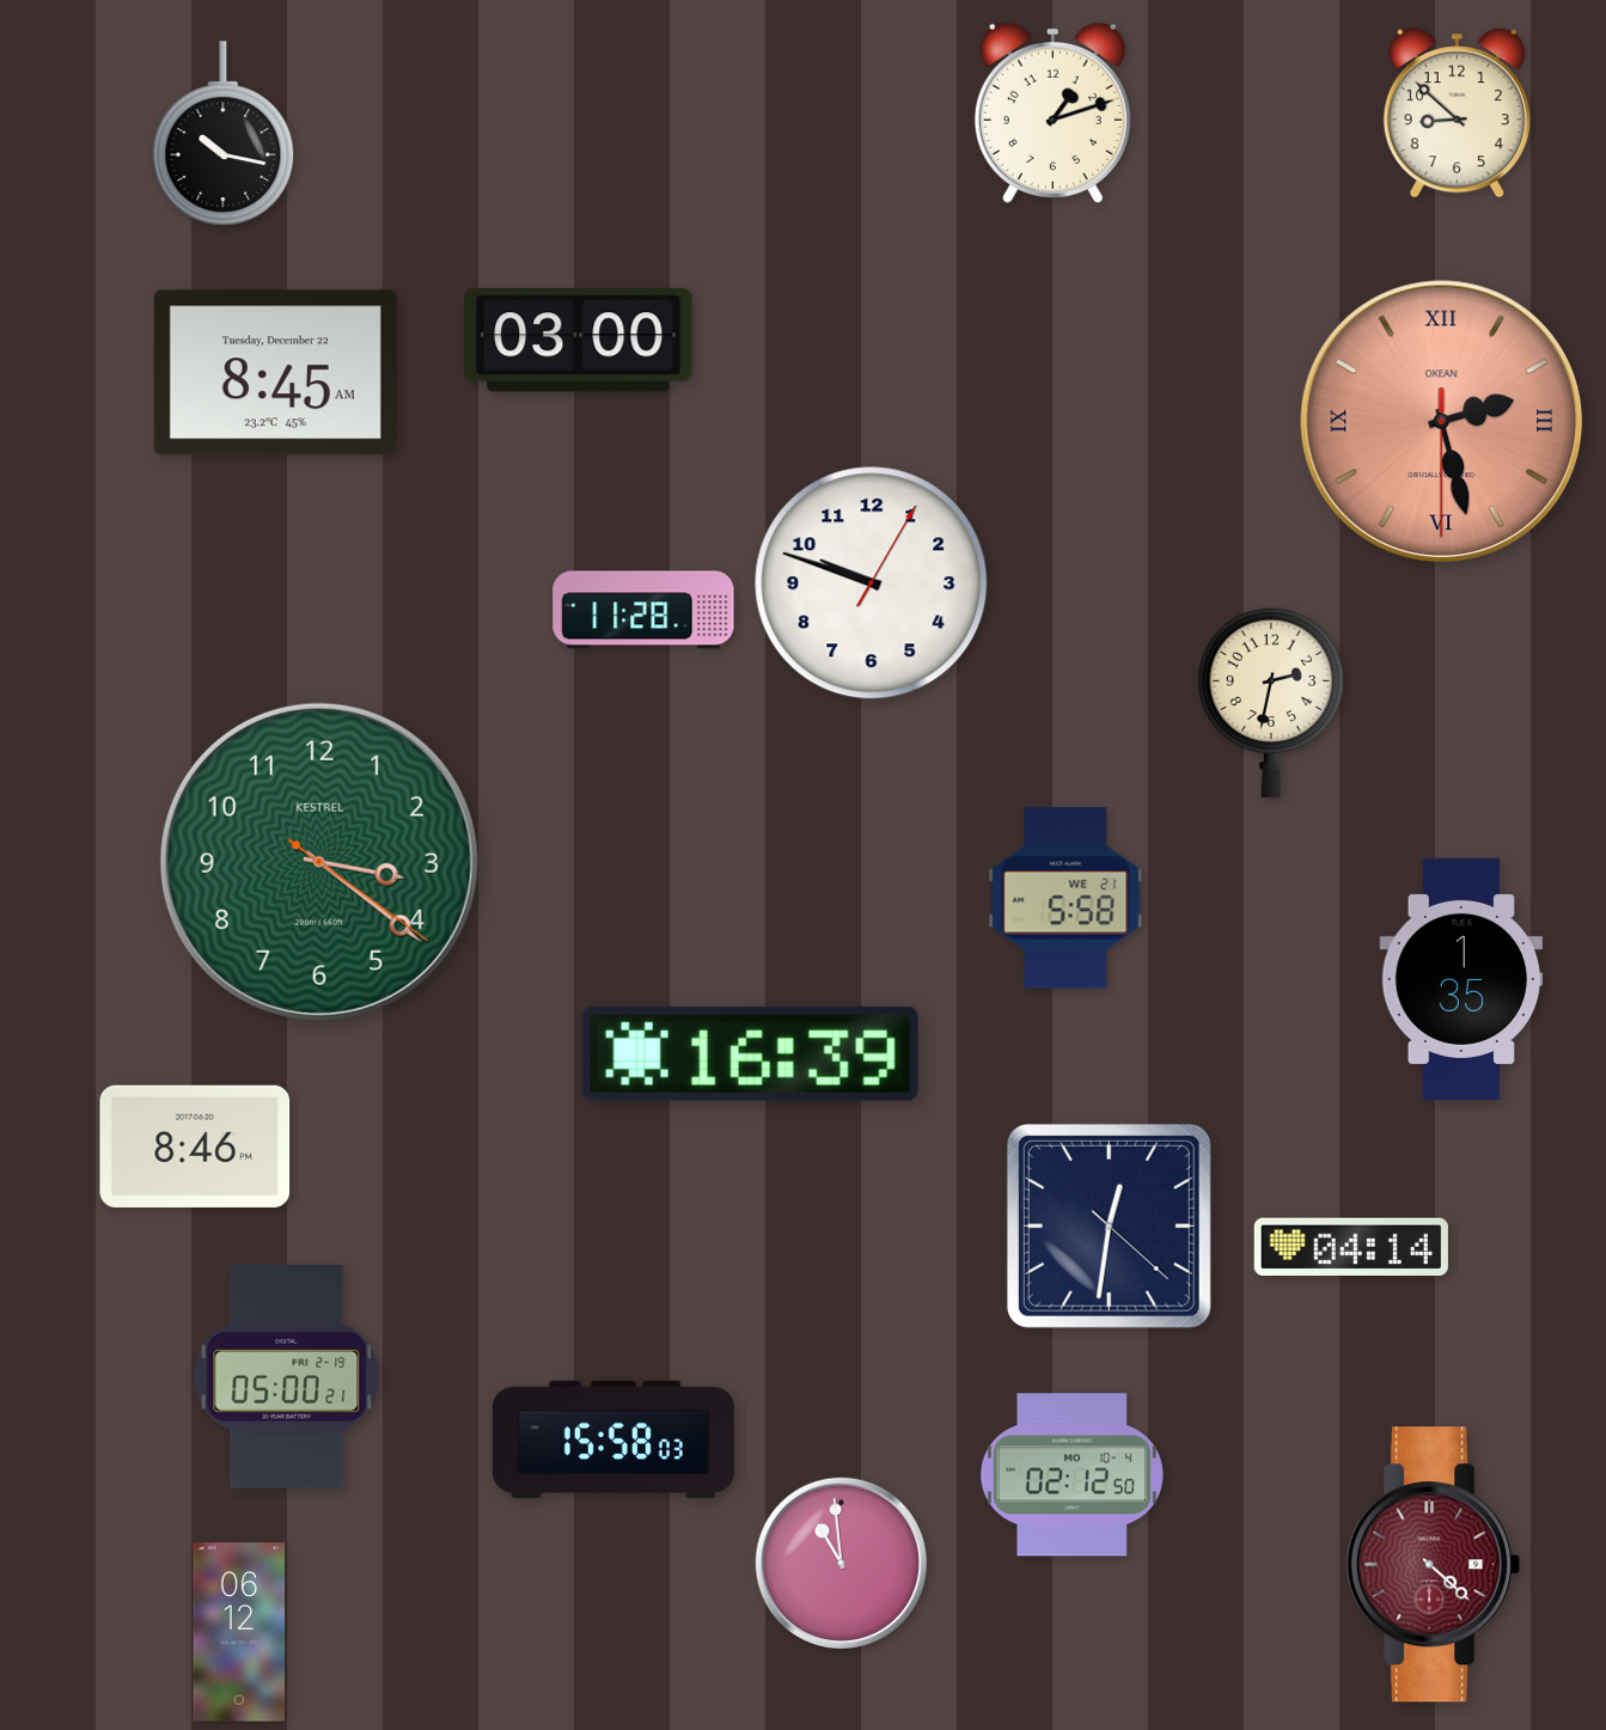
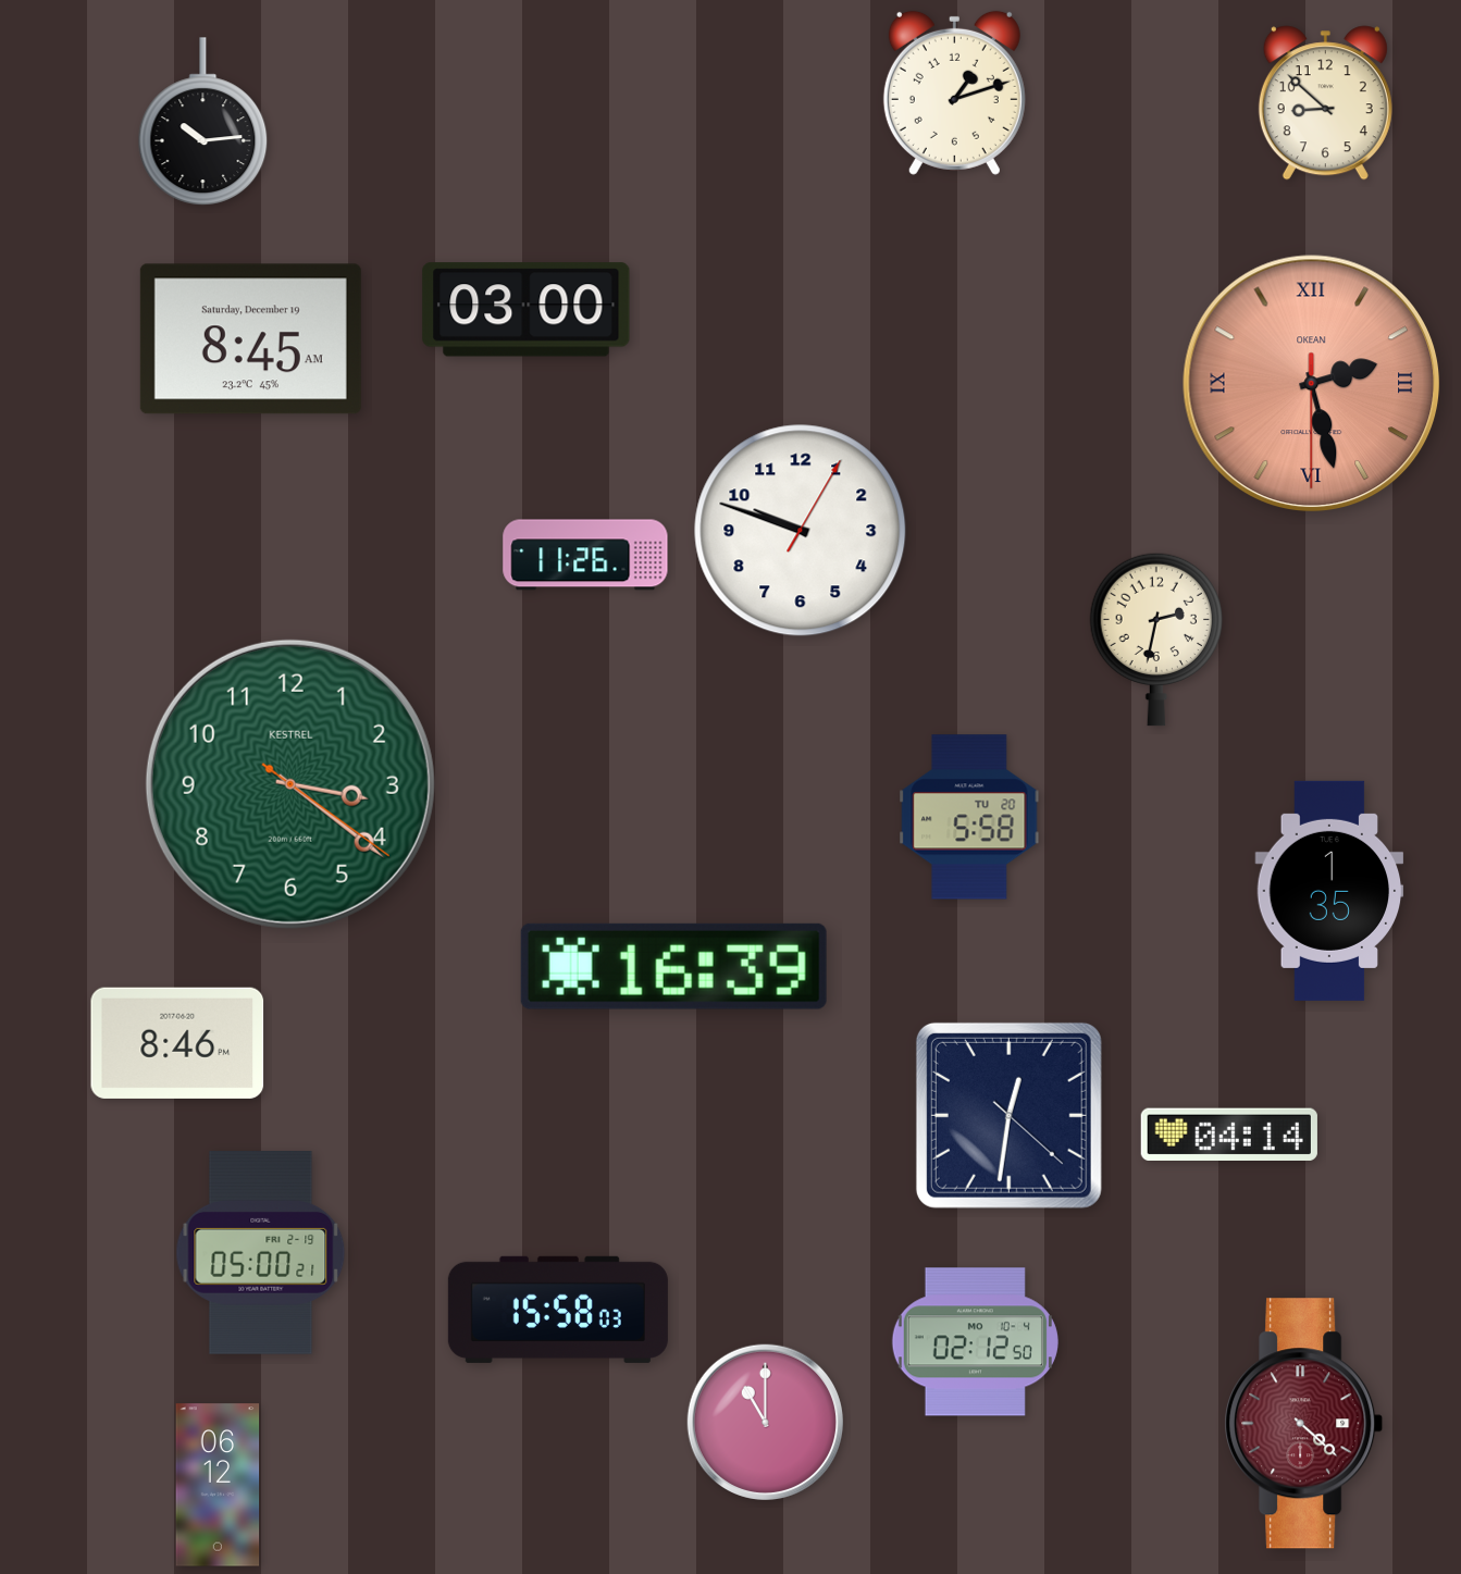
clock at (1052, 112) position: (1052, 112) -> (954, 92)
clock at (224, 134): 10:17 -> 10:14
clock at (275, 373) date: Tuesday, December 22 -> Saturday, December 19
clock at (872, 583) position: (872, 583) -> (801, 531)
clock at (643, 610): 11:28 -> 11:26
clock at (1065, 898) date: WE 21 -> TU 20
clock at (750, 1053) position: (750, 1053) -> (673, 966)
clock at (841, 1563): 10:59 -> 11:00
